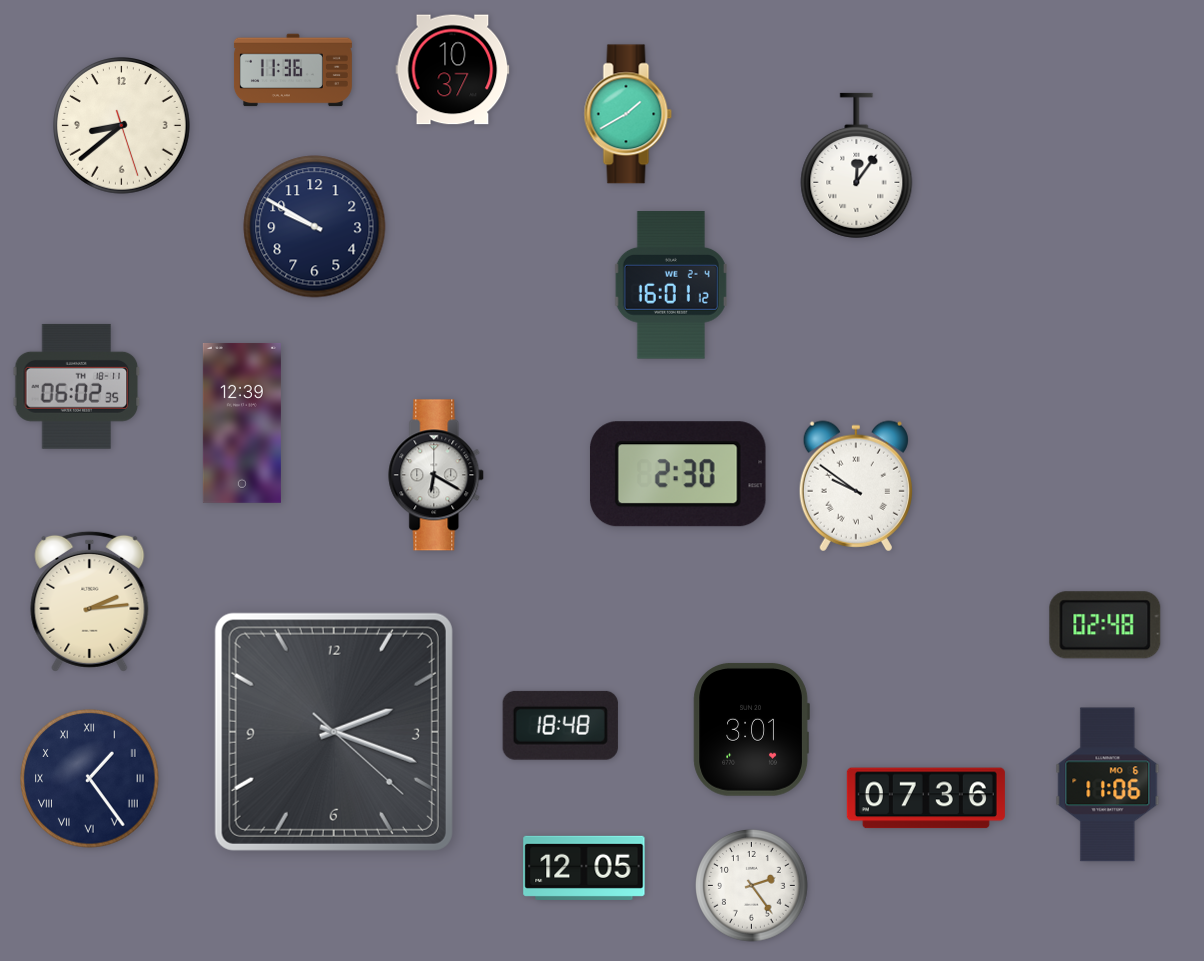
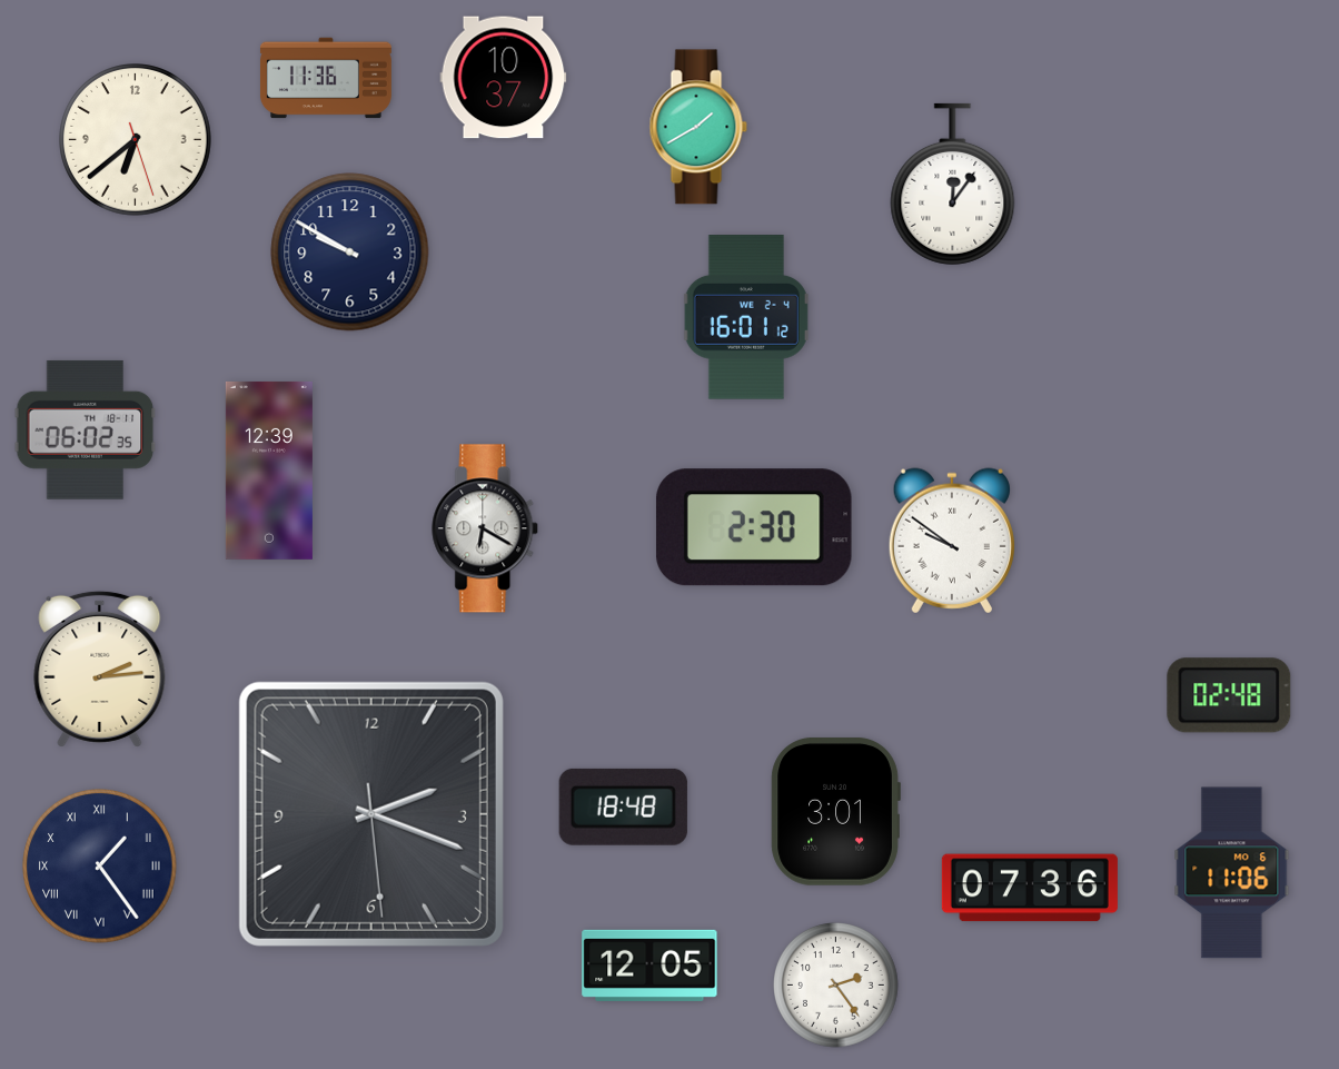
clock at (122, 126): 8:38 -> 6:38
clock at (334, 732): 2:18:22 -> 2:18:29
